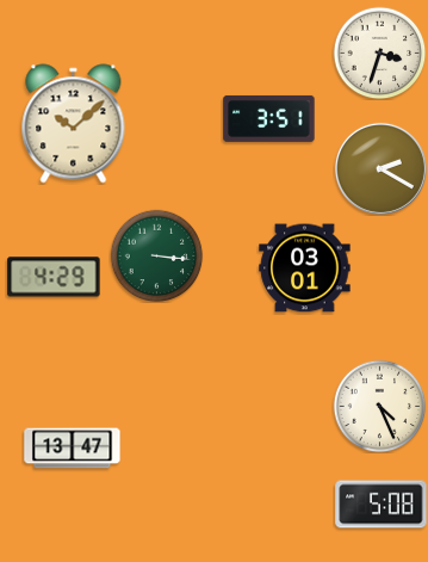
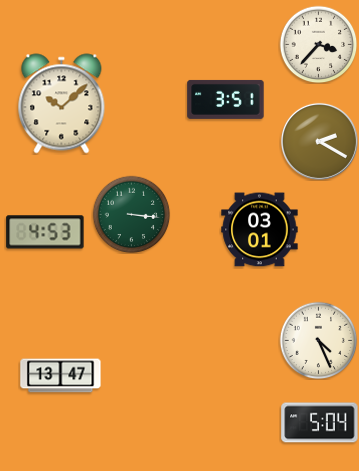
clock at (379, 53): 3:33 -> 3:37
clock at (305, 268) position: (305, 268) -> (260, 230)
clock at (54, 277): 4:29 -> 4:53
clock at (382, 505): 5:08 -> 5:04
